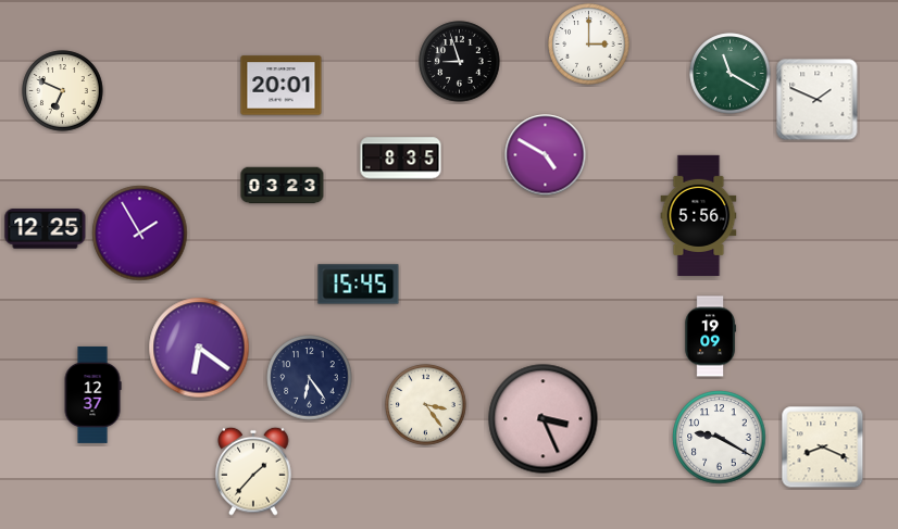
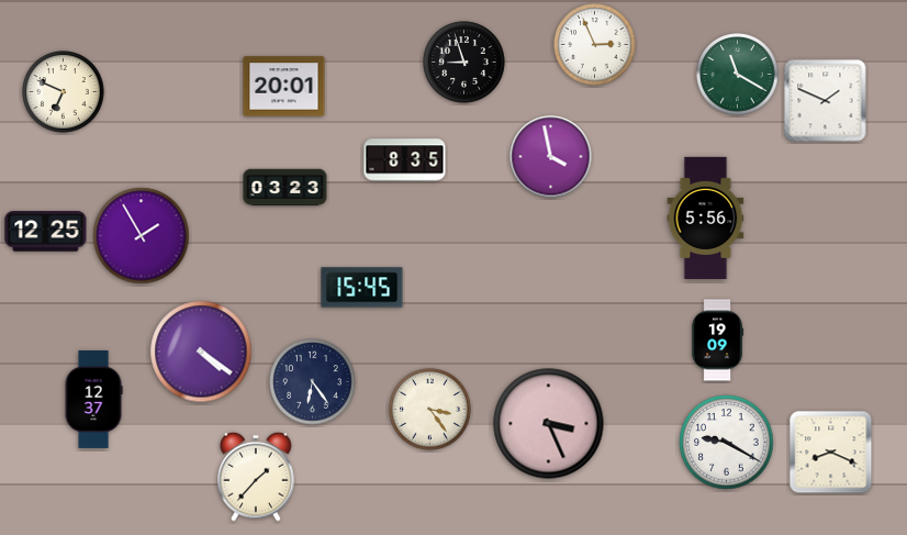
clock at (589, 45): 3:00 -> 2:56
clock at (546, 155): 4:50 -> 3:58
clock at (199, 348): 6:21 -> 4:21
